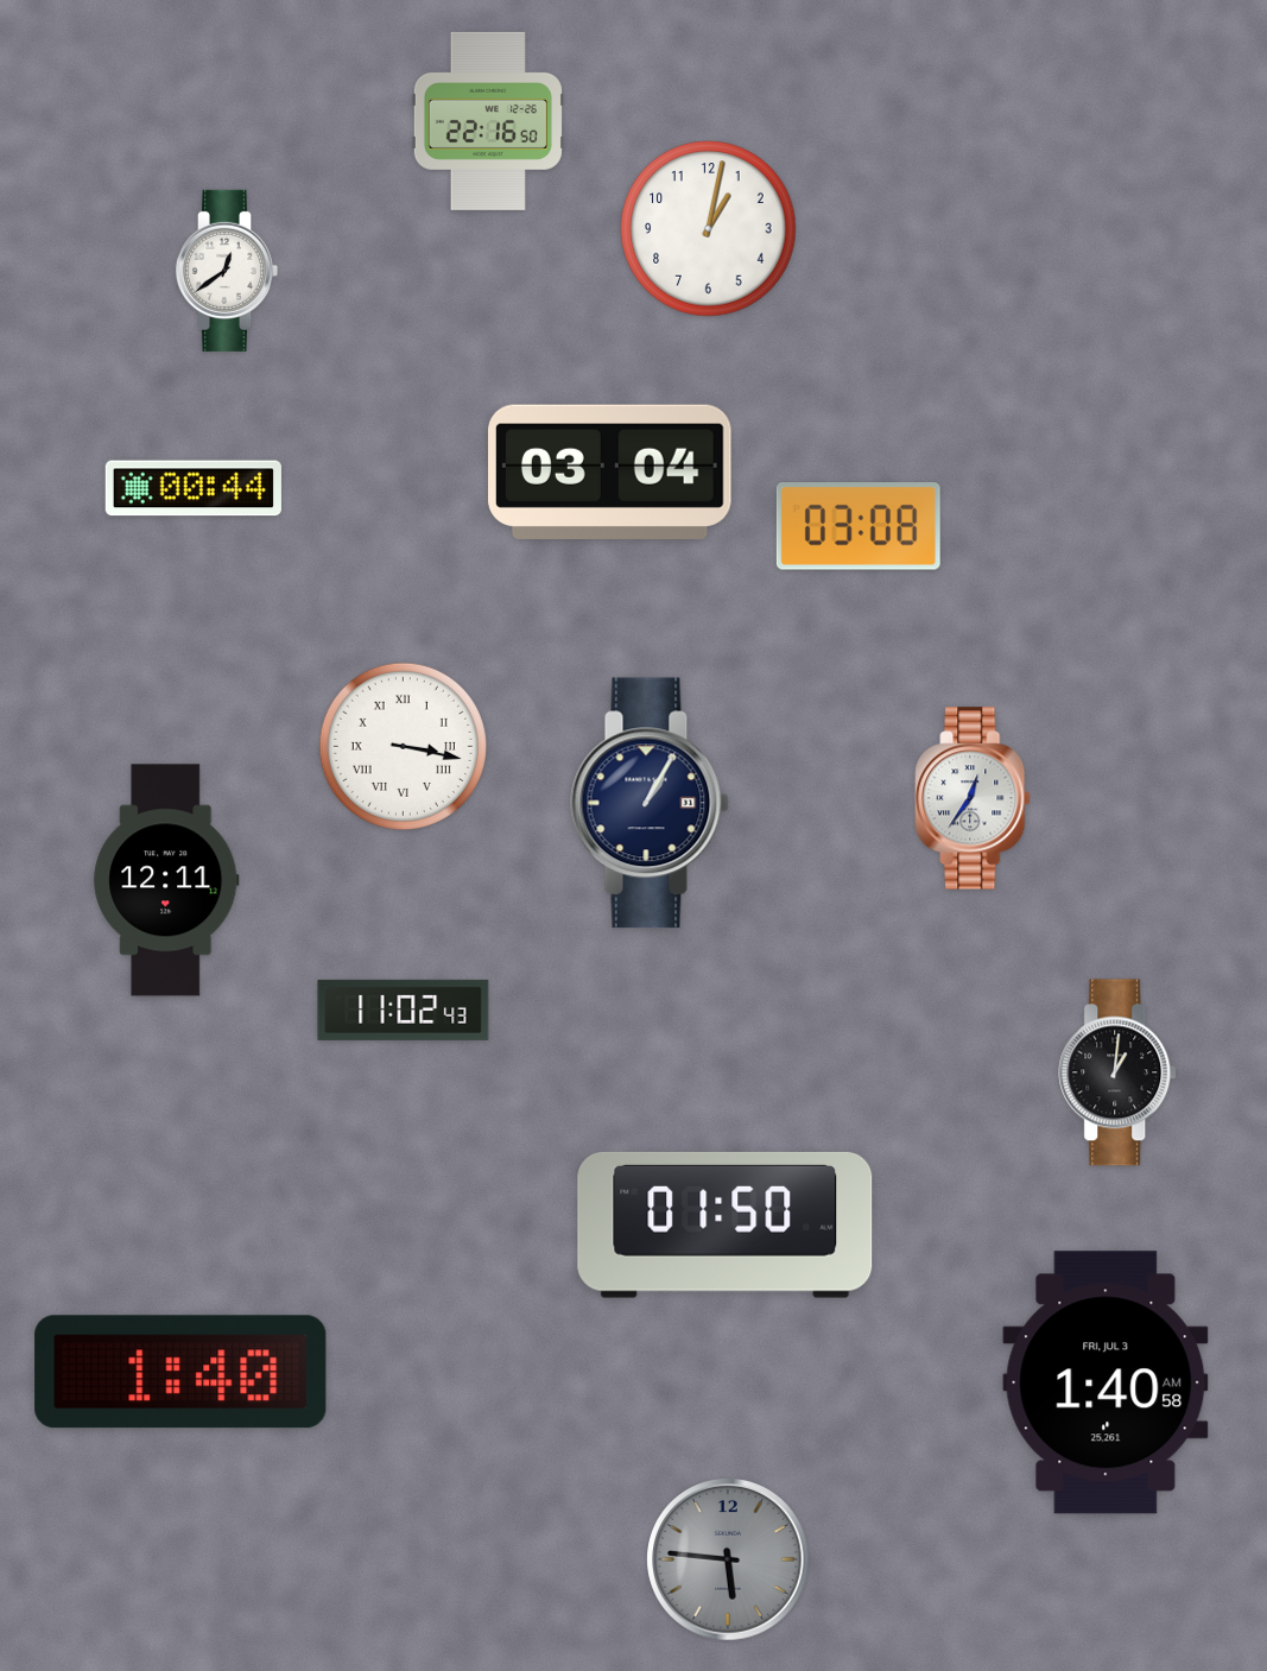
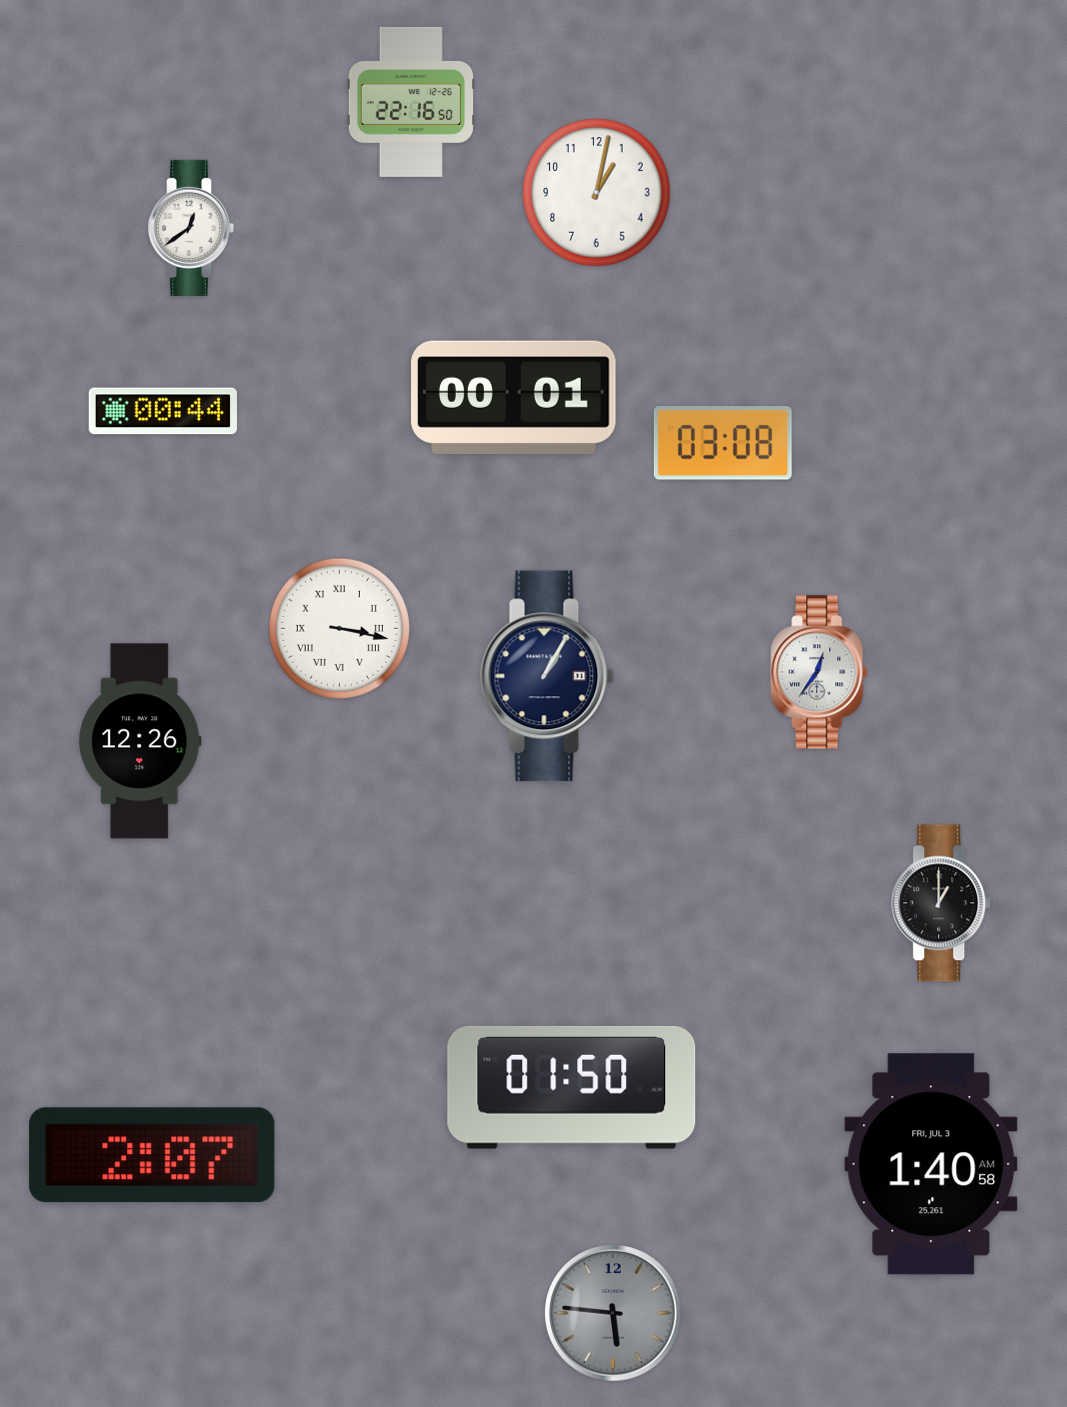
clock at (610, 471): 03:04 -> 00:01
clock at (166, 880): 12:11 -> 12:26
clock at (404, 1009): 11:02 -> none
clock at (1119, 1072): 1:01 -> 1:00
clock at (726, 1224) position: (726, 1224) -> (572, 1087)
clock at (180, 1372): 1:40 -> 2:07
